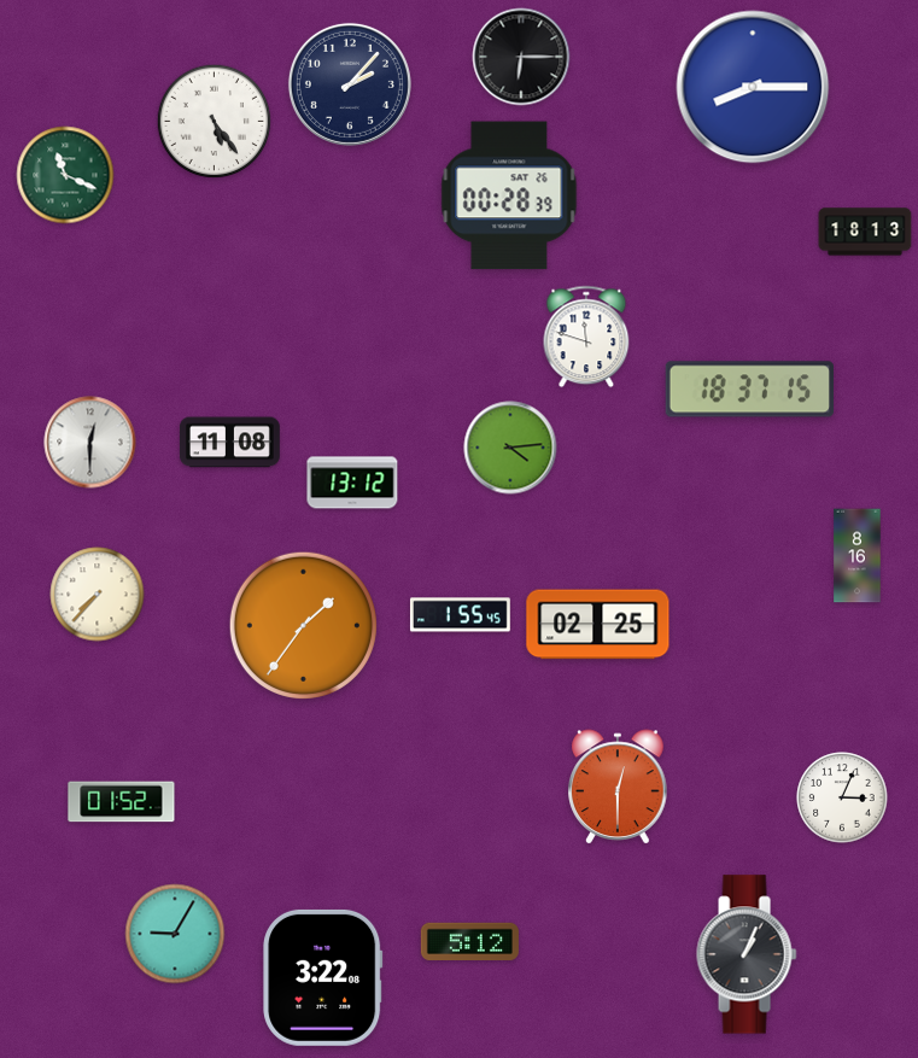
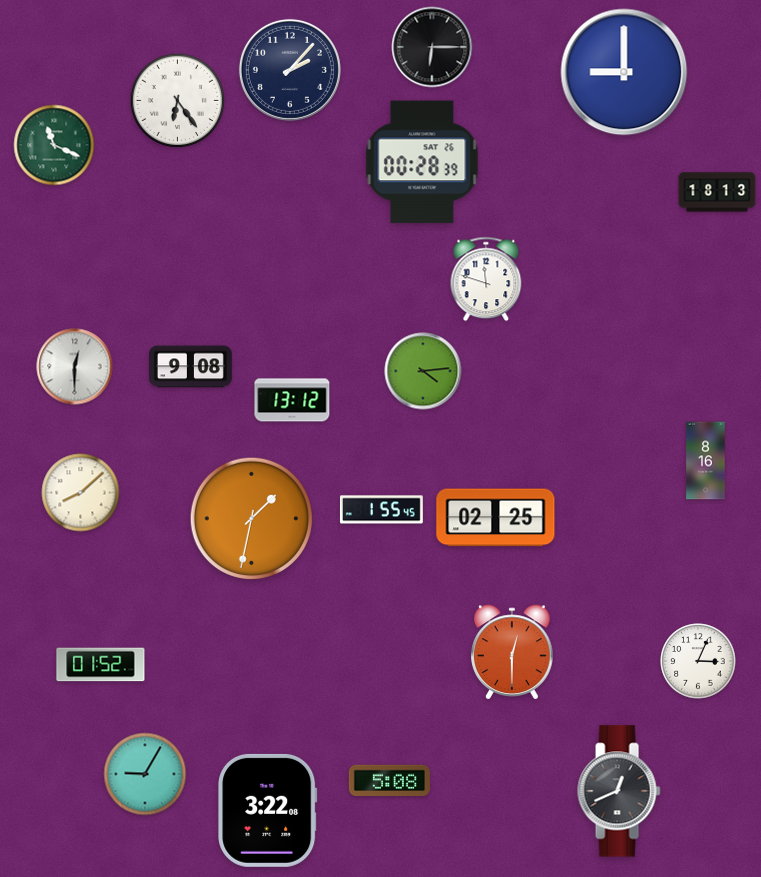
clock at (753, 87): 8:15 -> 9:00
clock at (215, 122): 5:24 -> 6:24
clock at (749, 390): 18:37 -> none
clock at (229, 443): 11:08 -> 9:08
clock at (858, 556) position: (858, 556) -> (706, 461)
clock at (98, 595): 7:37 -> 8:08
clock at (303, 625): 1:36 -> 1:32
clock at (469, 941): 5:12 -> 5:08
clock at (747, 954): 1:04 -> 12:41
